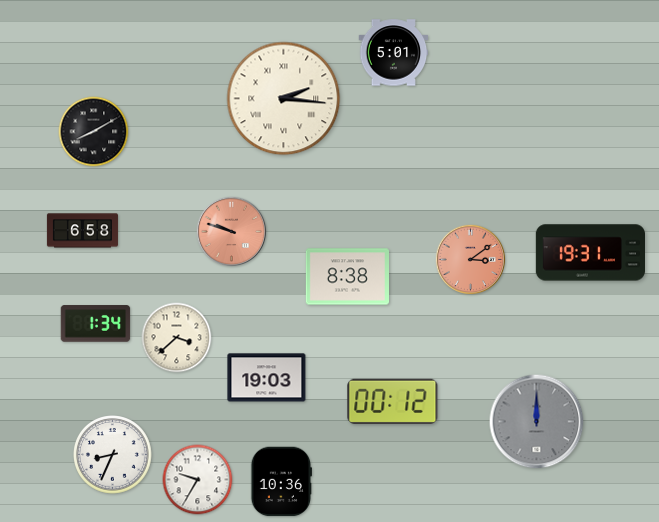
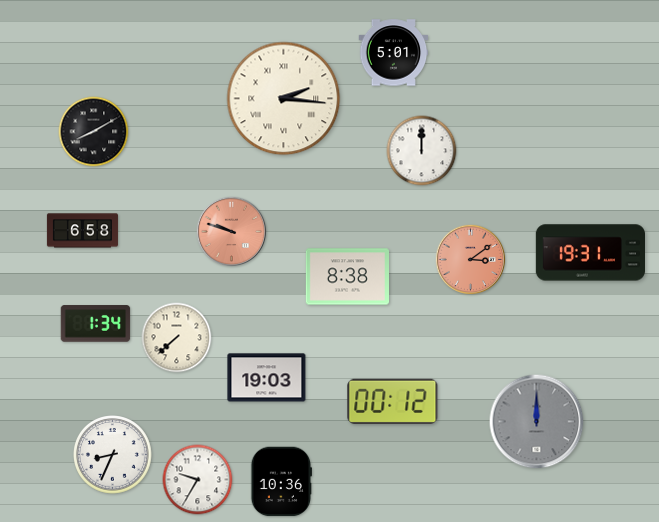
clock at (422, 151): none -> 12:00
clock at (177, 338): 3:38 -> 7:38
